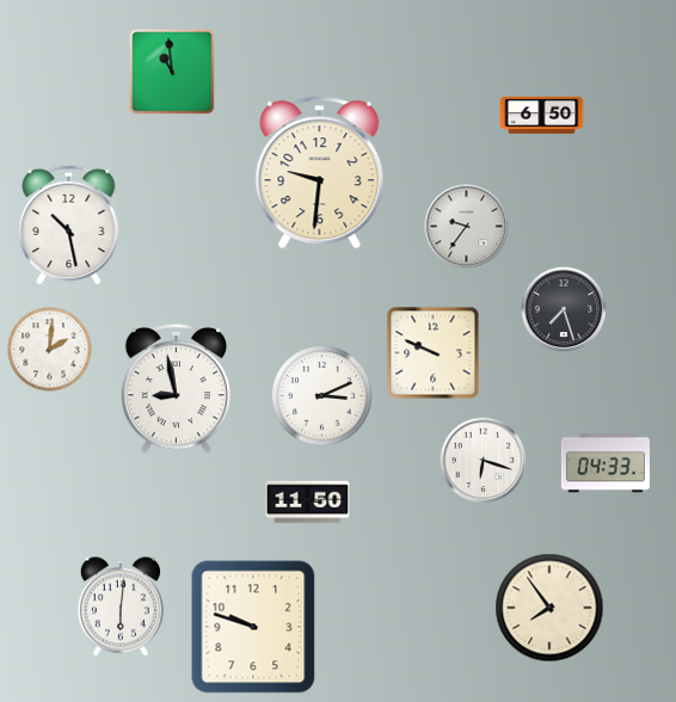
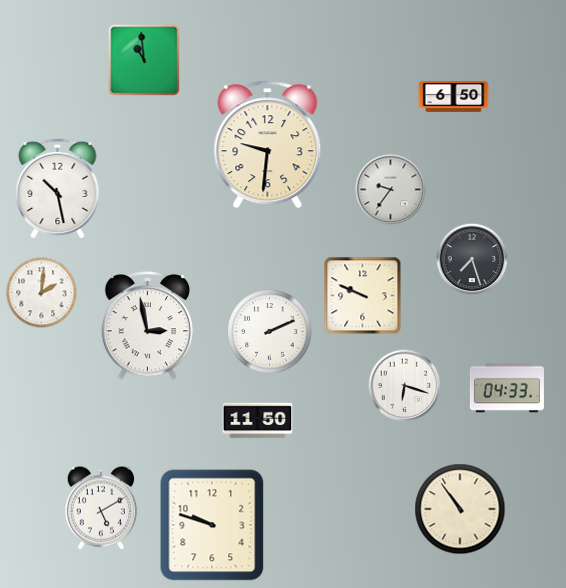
clock at (177, 389): 8:58 -> 2:58
clock at (322, 396): 3:11 -> 2:11
clock at (121, 606): 6:01 -> 5:10
clock at (549, 608): 7:54 -> 10:54
